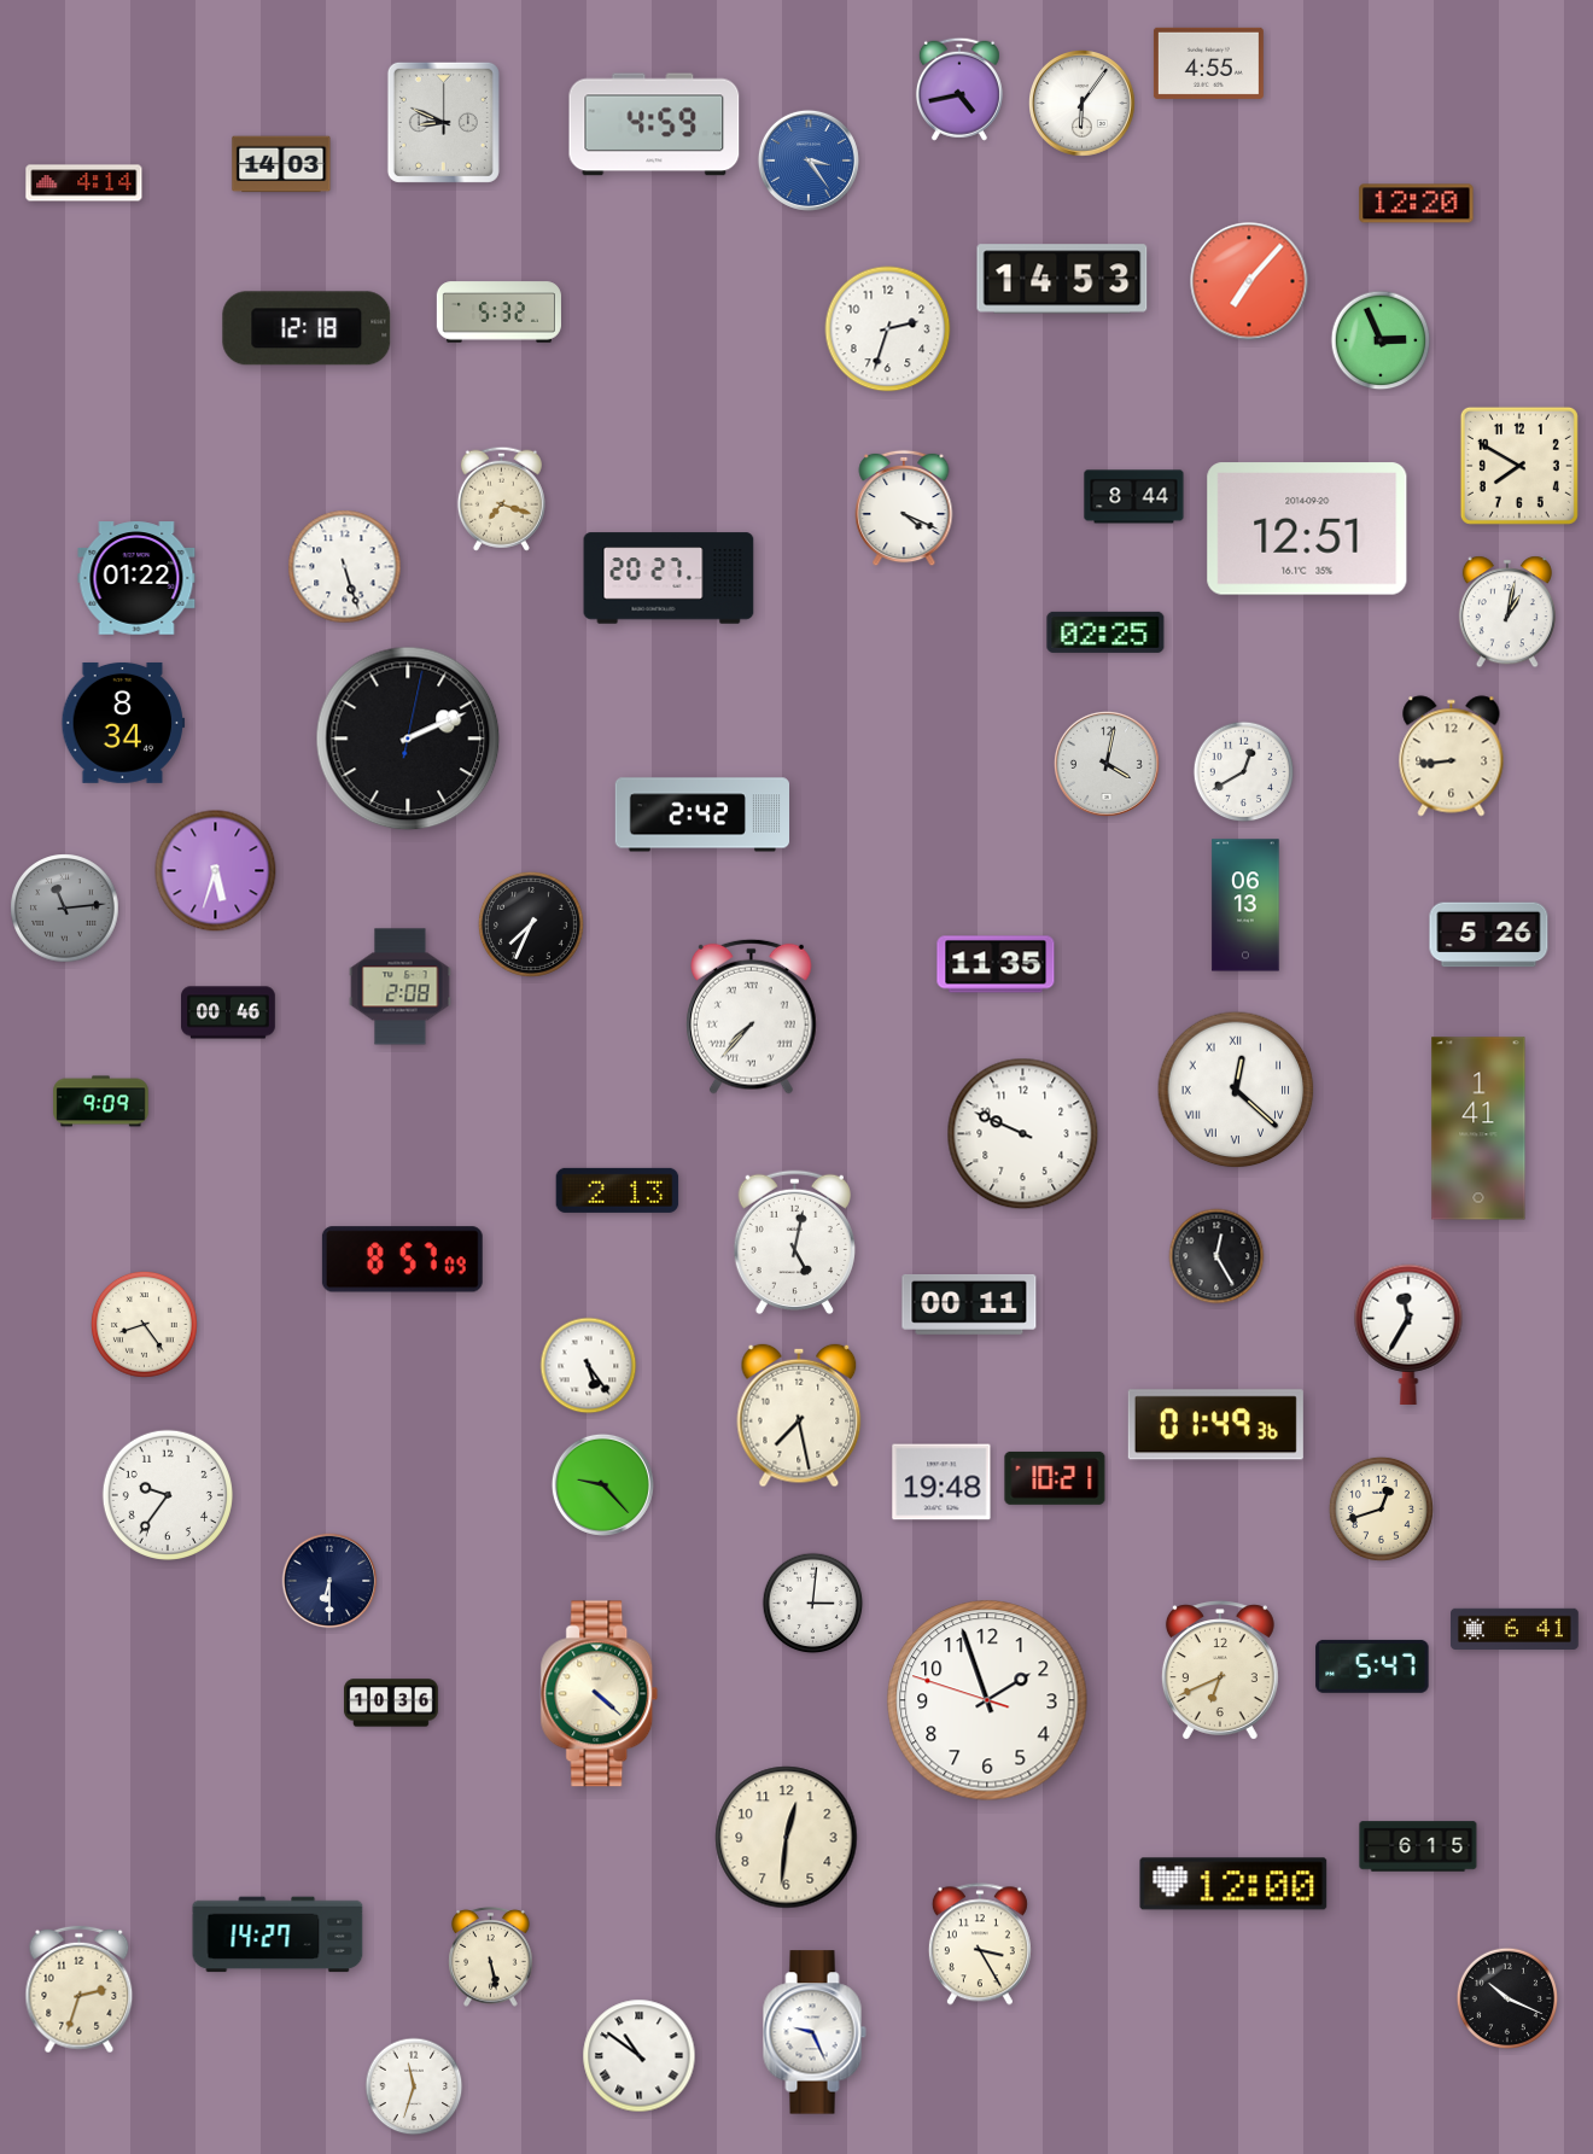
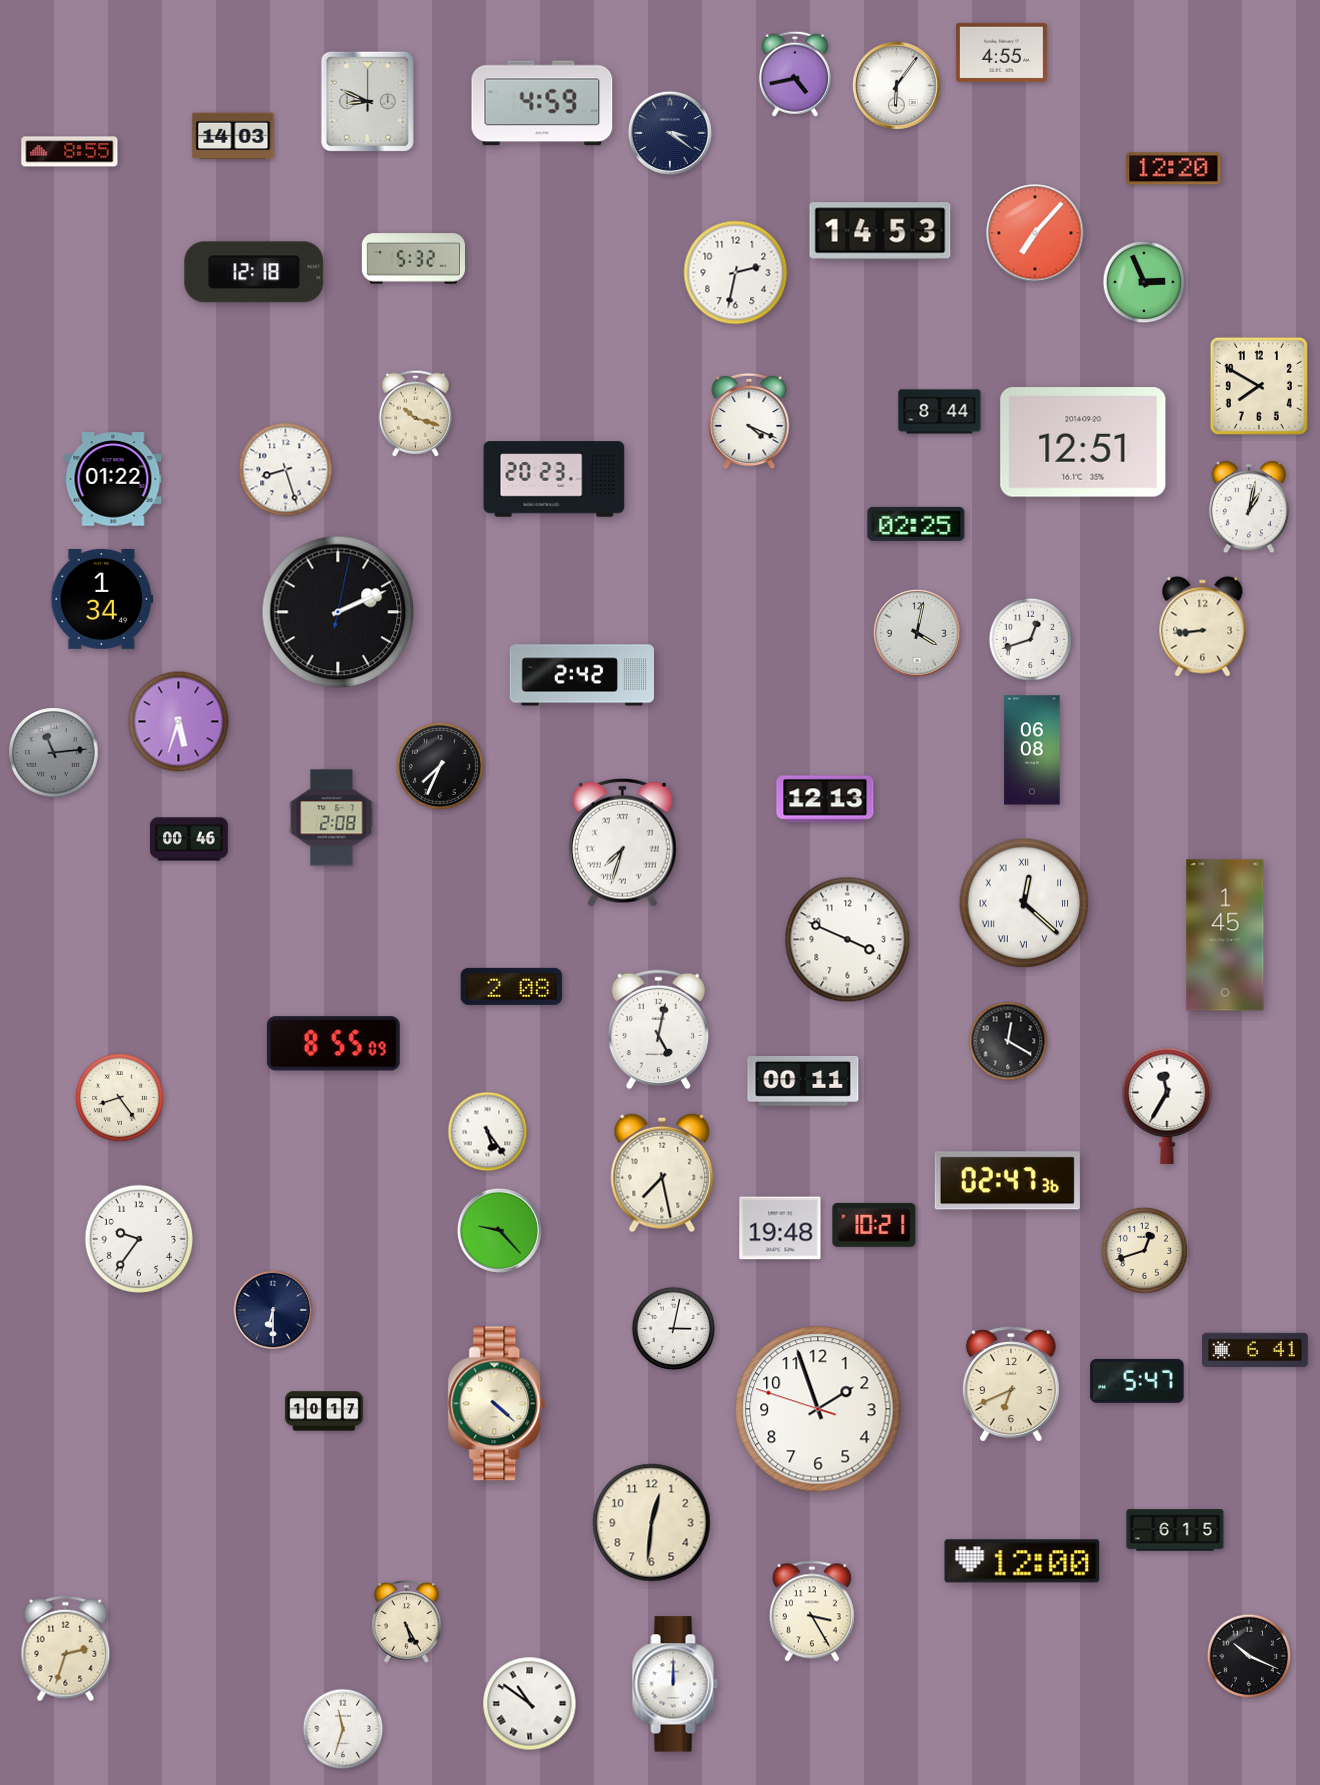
clock at (809, 160): 3:24 -> 3:21
clock at (809, 160) dial: blue -> navy
clock at (84, 183): 4:14 -> 8:55
clock at (888, 329): 2:33 -> 2:32
clock at (501, 498): 7:18 -> 10:18
clock at (1307, 529) position: (1307, 529) -> (1083, 442)
clock at (345, 567): 5:27 -> 8:27
clock at (669, 578): 20:27 -> 20:23
clock at (123, 723): 8:34 -> 1:34
clock at (1244, 772): 12:40 -> 12:42
clock at (1245, 905): 06:13 -> 06:08
clock at (1489, 935): 5:26 -> none
clock at (996, 964): 11:35 -> 12:13
clock at (752, 1016): 7:37 -> 7:33
clock at (101, 1102): 9:09 -> none
clock at (1478, 1128): 1:41 -> 1:45
clock at (1023, 1134): 9:49 -> 3:49
clock at (618, 1190): 2:13 -> 2:08
clock at (1216, 1256): 12:25 -> 12:20
clock at (402, 1260): 8:57 -> 8:55
clock at (1215, 1425): 01:49 -> 02:47
clock at (813, 1604): 3:01 -> 3:02
clock at (391, 1703): 10:36 -> 10:17
clock at (278, 1934): 14:27 -> none
clock at (491, 1957): 5:28 -> 5:25
clock at (815, 2032): 9:26 -> 12:00
